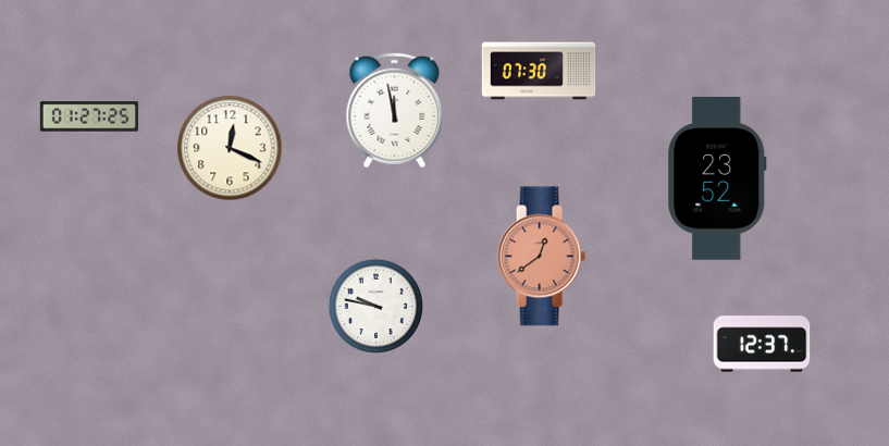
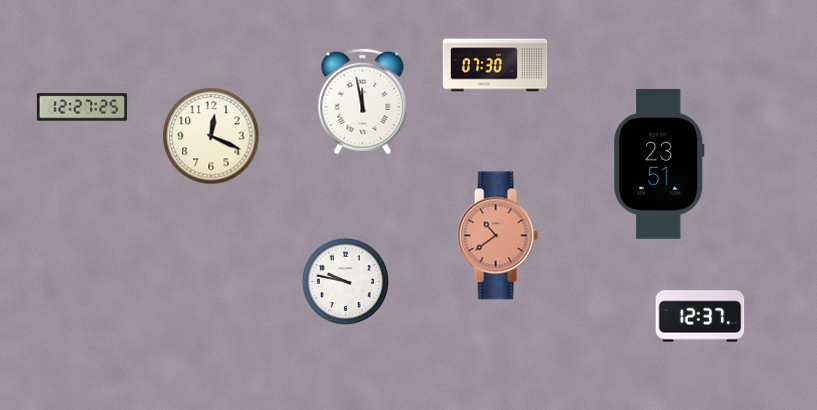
clock at (89, 116): 01:27 -> 12:27
clock at (717, 178): 23:52 -> 23:51
clock at (541, 257): 12:39 -> 10:39
